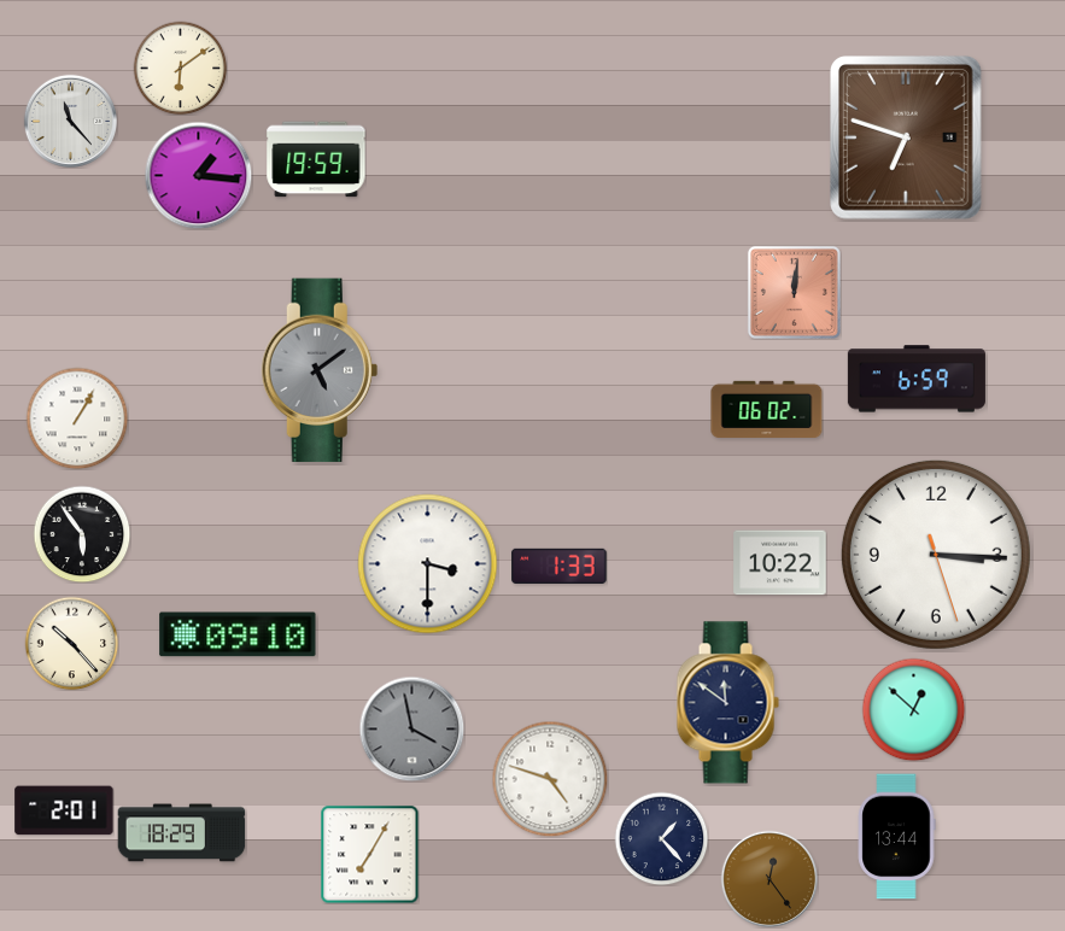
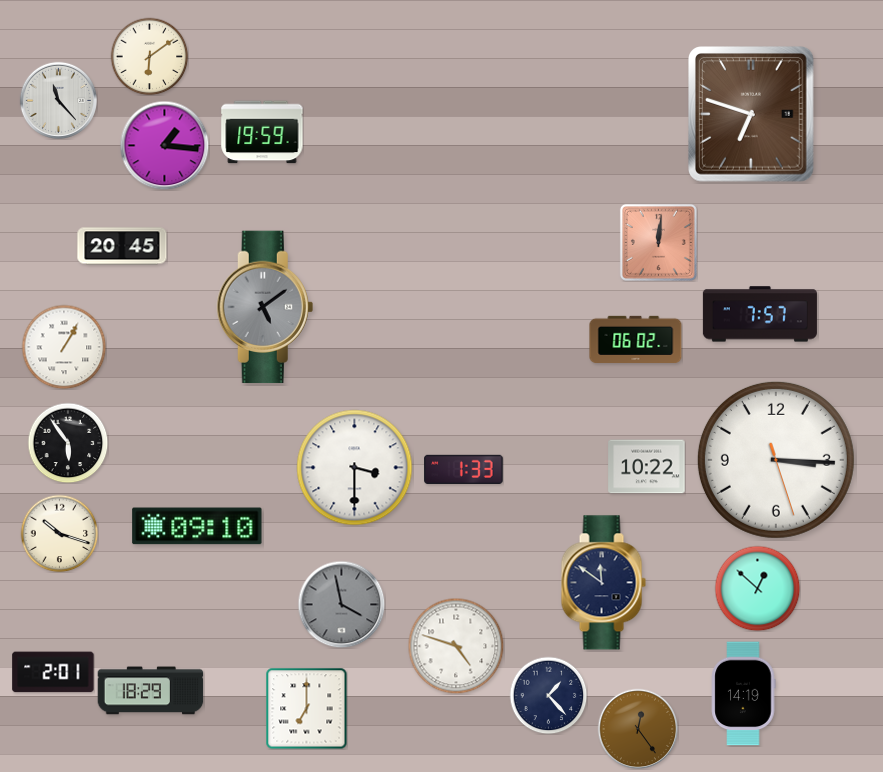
clock at (122, 246): none -> 20:45
clock at (917, 379): 6:59 -> 7:57
clock at (71, 643): 10:23 -> 10:18
clock at (896, 837): 13:44 -> 14:19
clock at (369, 854): 7:05 -> 7:00
